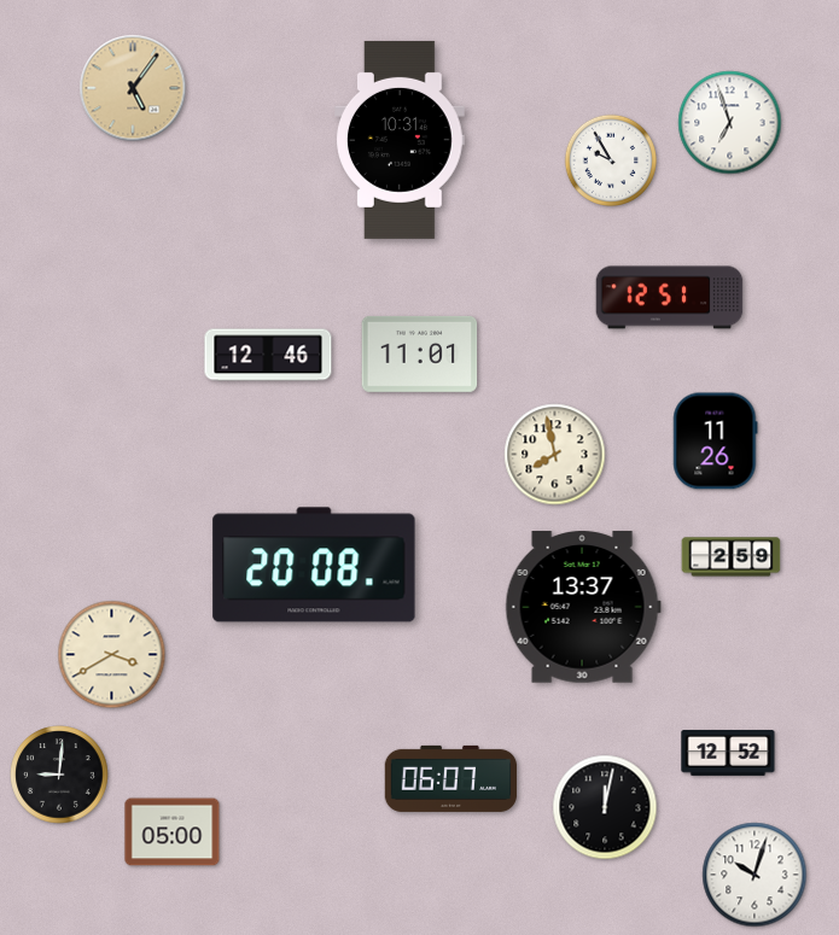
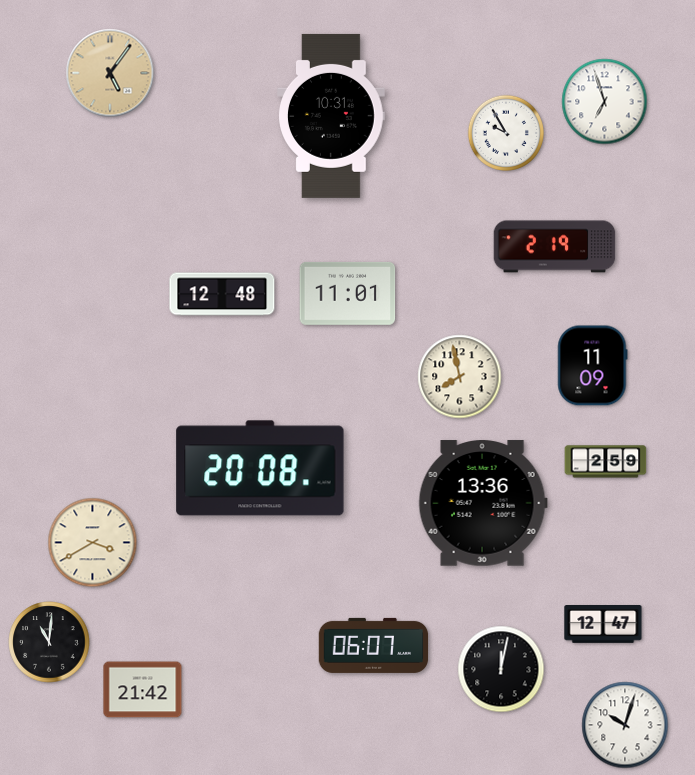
clock at (670, 298): 12:51 -> 2:19
clock at (268, 355): 12:46 -> 12:48
clock at (716, 442): 11:26 -> 11:09
clock at (583, 607): 13:37 -> 13:36
clock at (728, 754): 12:52 -> 12:47
clock at (59, 775): 9:01 -> 11:01
clock at (173, 832): 05:00 -> 21:42
